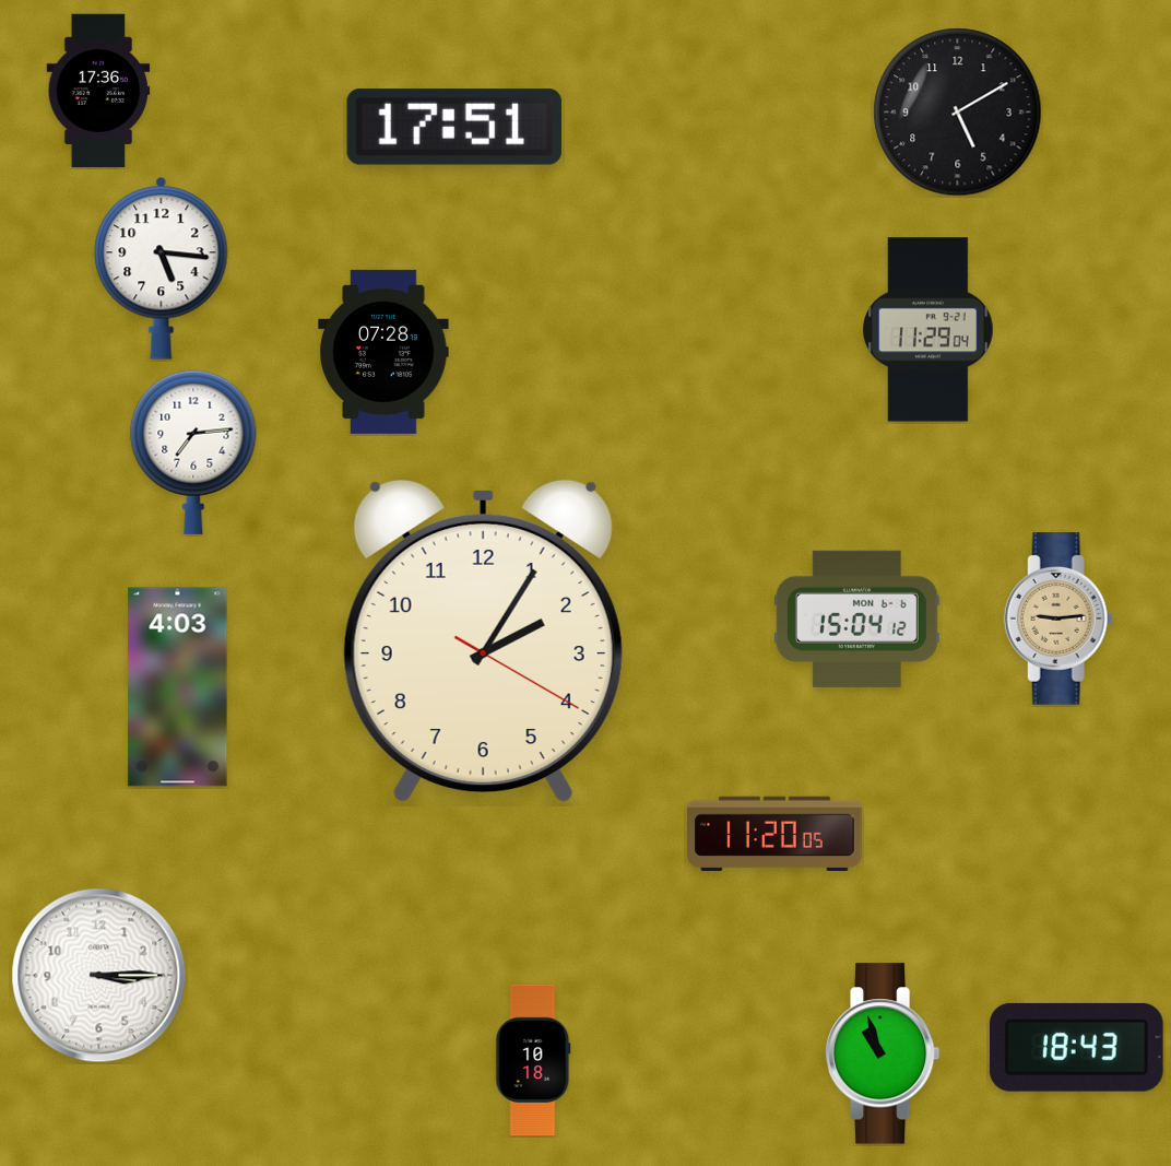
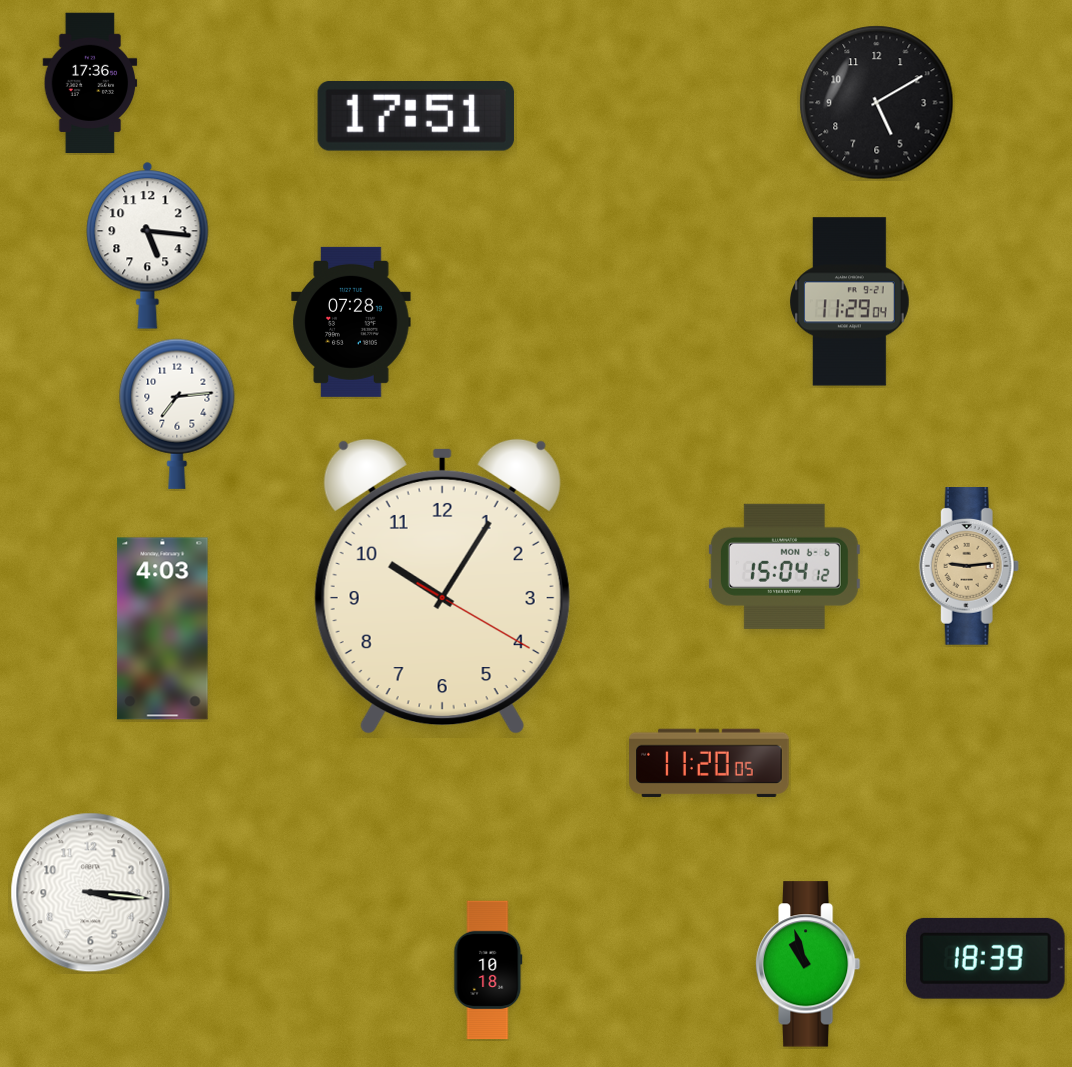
clock at (483, 641): 2:05 -> 10:05
clock at (99, 976): 3:15 -> 3:16
clock at (1076, 1047): 18:43 -> 18:39
